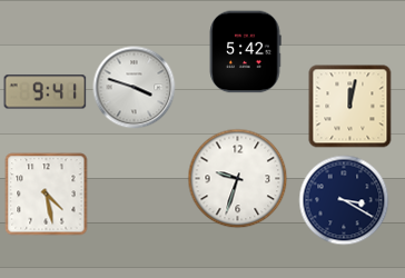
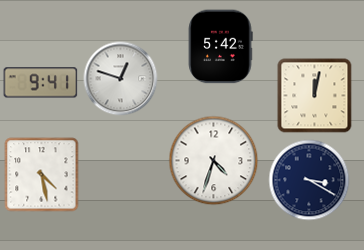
clock at (135, 88): 3:48 -> 12:48
clock at (238, 179): 9:33 -> 4:33
